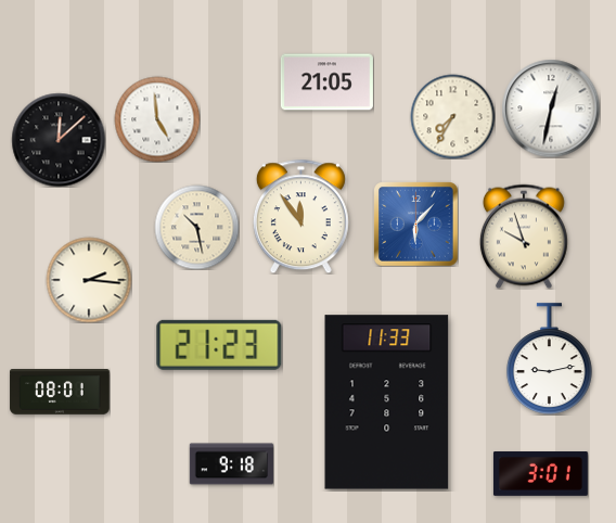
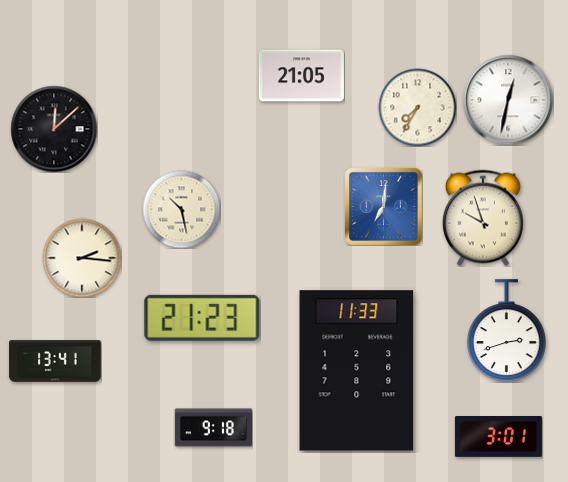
clock at (157, 119): 4:59 -> none
clock at (300, 216): 11:54 -> none
clock at (415, 224): 6:07 -> 7:01
clock at (549, 359): 9:13 -> 2:42
clock at (60, 392): 08:01 -> 13:41
